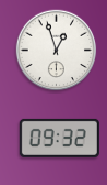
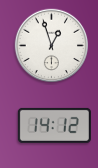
clock at (59, 138): 09:32 -> 14:12
